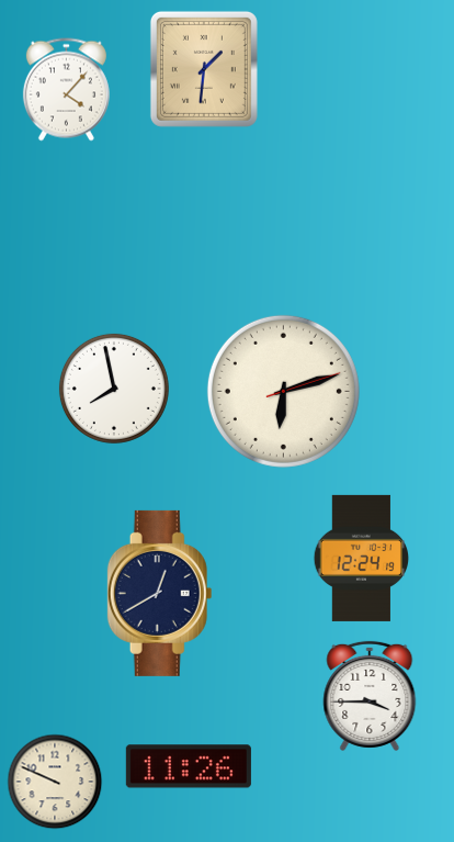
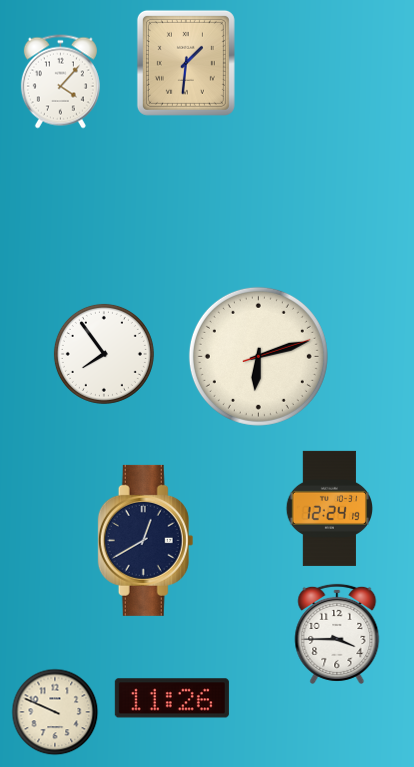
clock at (114, 389): 7:58 -> 7:54
clock at (55, 782) position: (55, 782) -> (55, 712)
